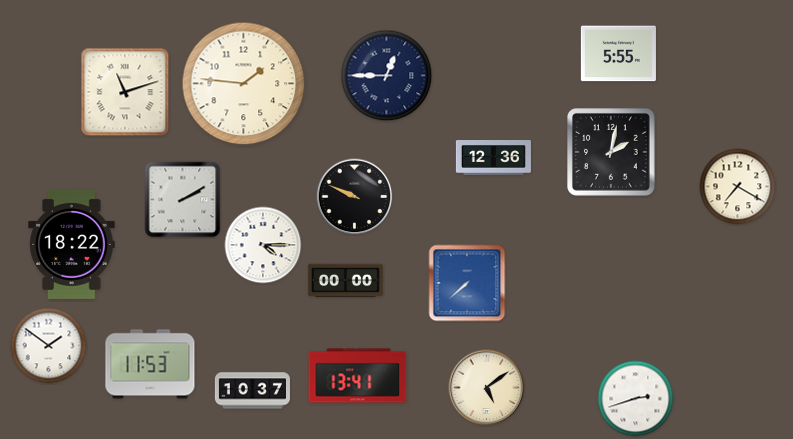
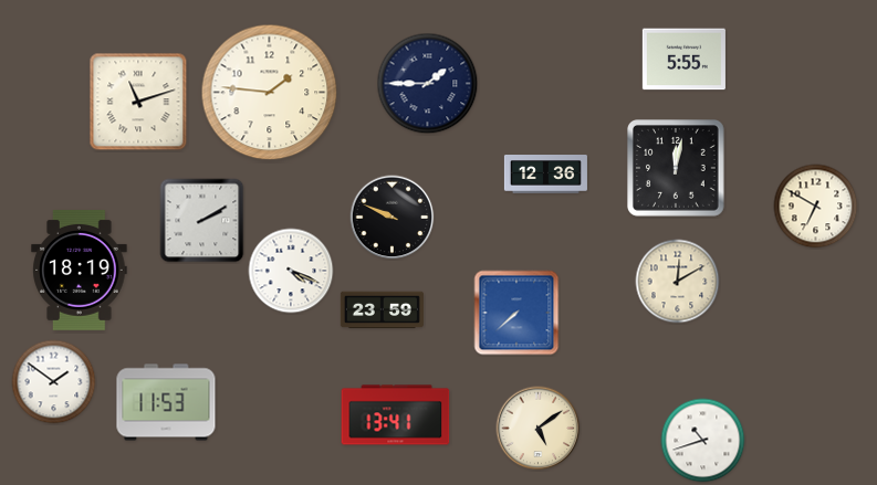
clock at (387, 76): 12:45 -> 1:45
clock at (612, 153): 2:02 -> 12:02
clock at (738, 187): 7:20 -> 6:50
clock at (72, 244): 18:22 -> 18:19
clock at (263, 245): 4:15 -> 4:19
clock at (678, 282): none -> 12:10
clock at (345, 281): 00:00 -> 23:59
clock at (252, 391): 10:37 -> none
clock at (636, 399): 2:42 -> 10:42
